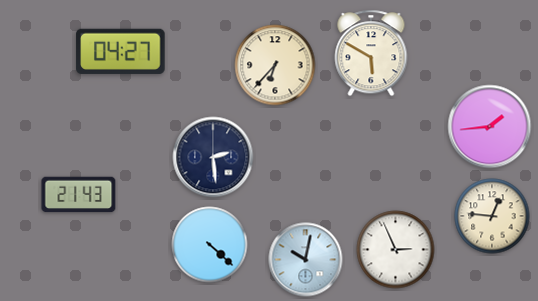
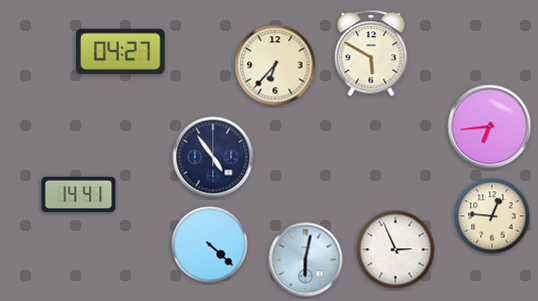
clock at (490, 127): 1:44 -> 6:44
clock at (213, 157): 2:29 -> 4:54
clock at (79, 195): 21:43 -> 14:41
clock at (306, 260): 10:02 -> 6:02
